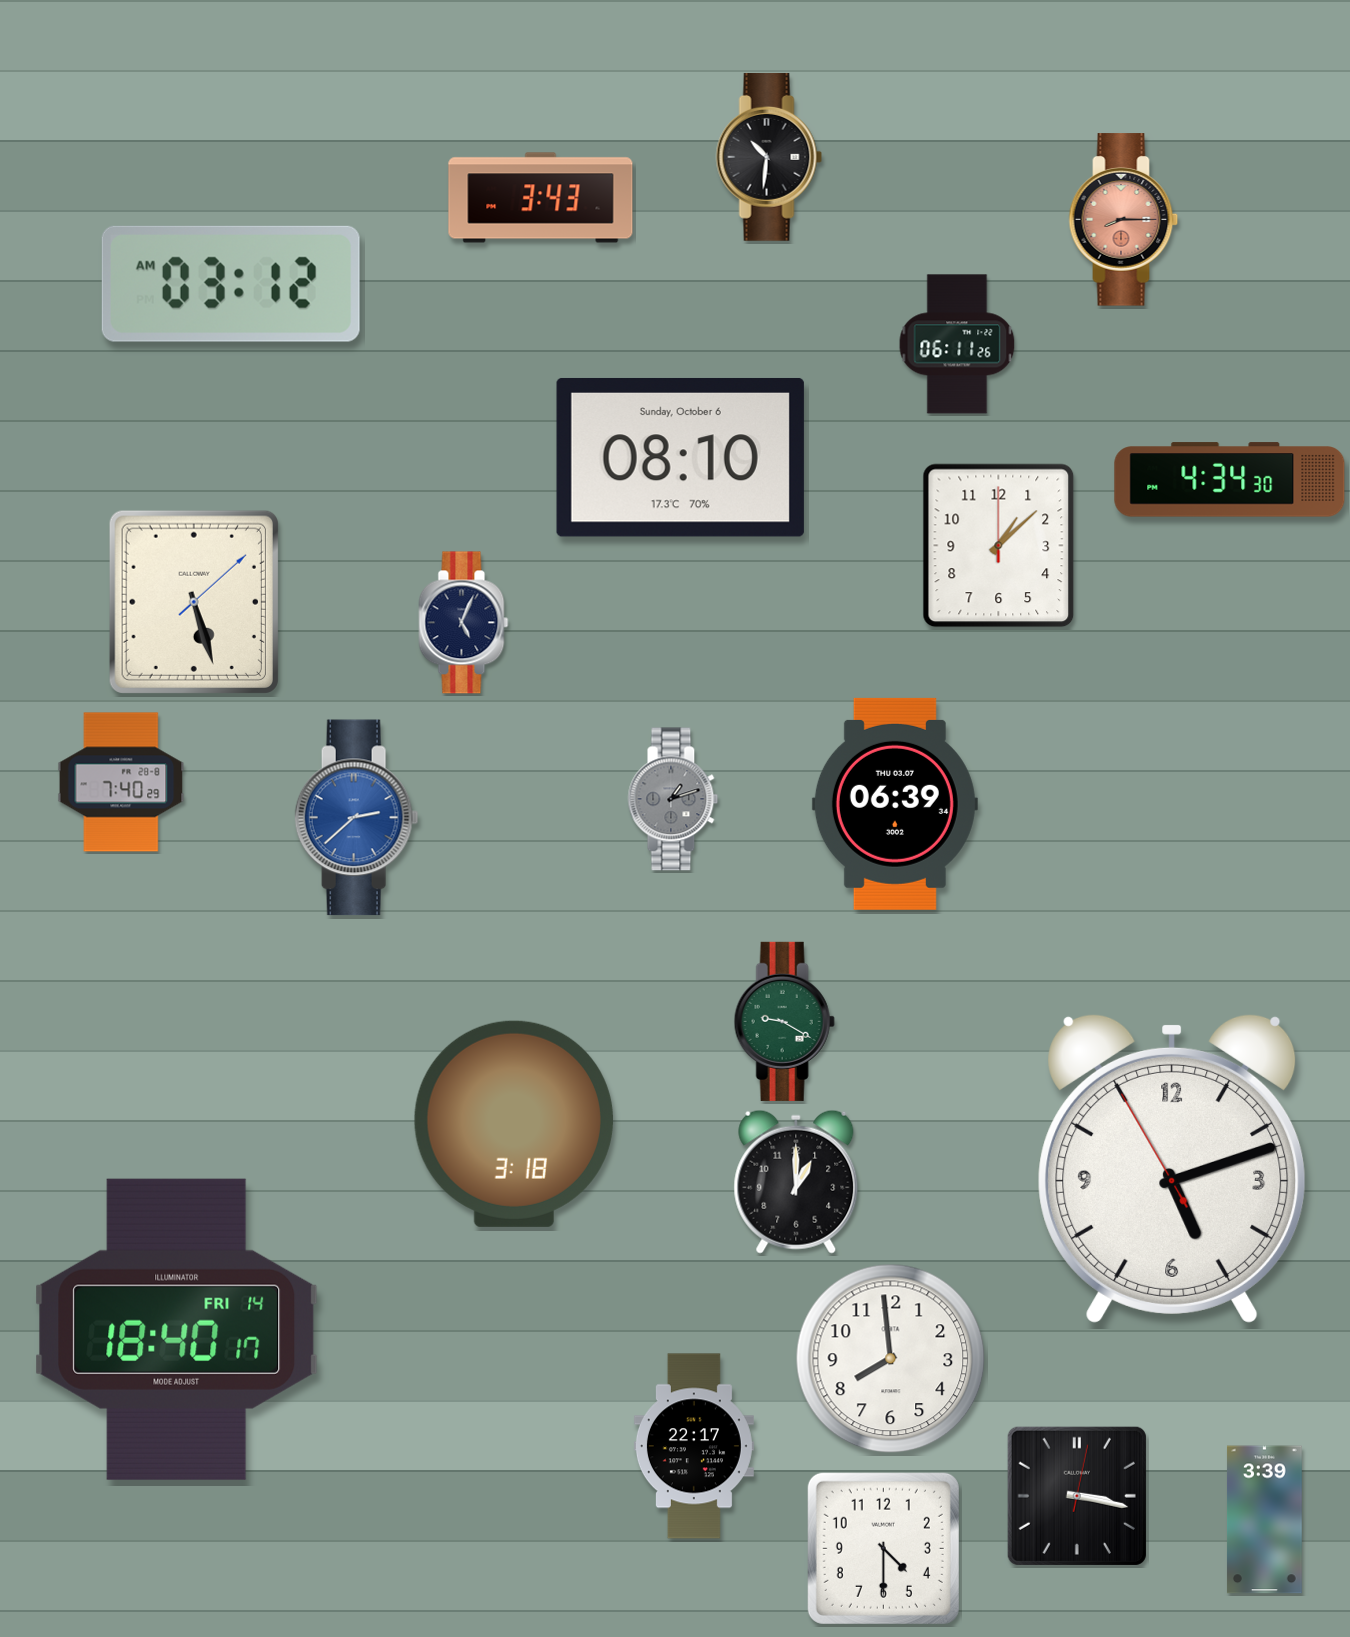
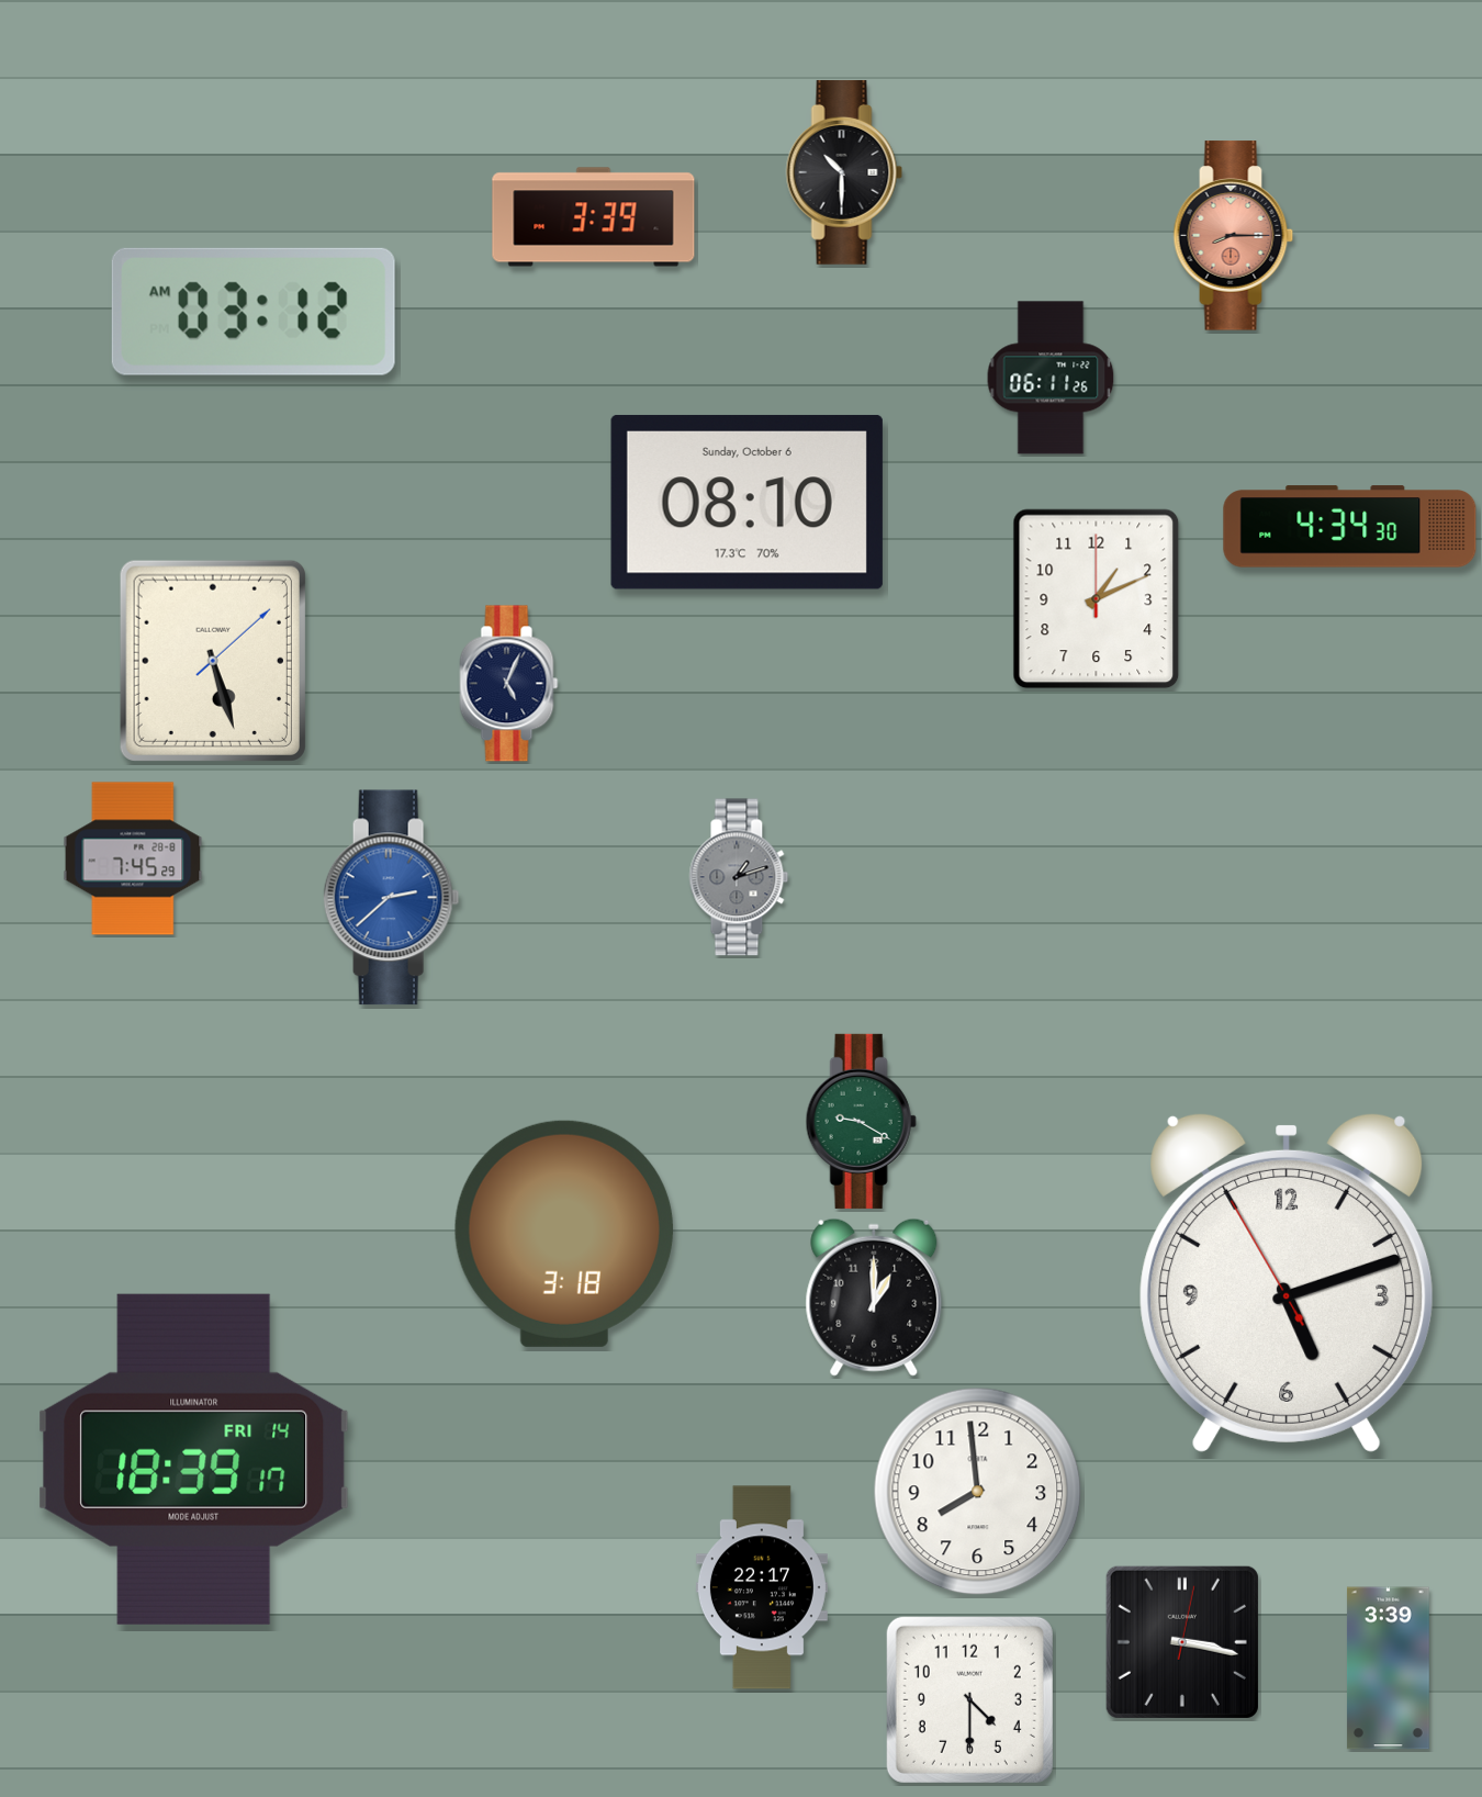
clock at (769, 157): 10:31 -> 10:30
clock at (541, 198): 3:43 -> 3:39
clock at (1124, 220) position: (1124, 220) -> (1234, 236)
clock at (999, 546): 1:08 -> 1:11
clock at (121, 782): 7:40 -> 7:45
clock at (895, 804): 06:39 -> none
clock at (177, 1329): 18:40 -> 18:39
